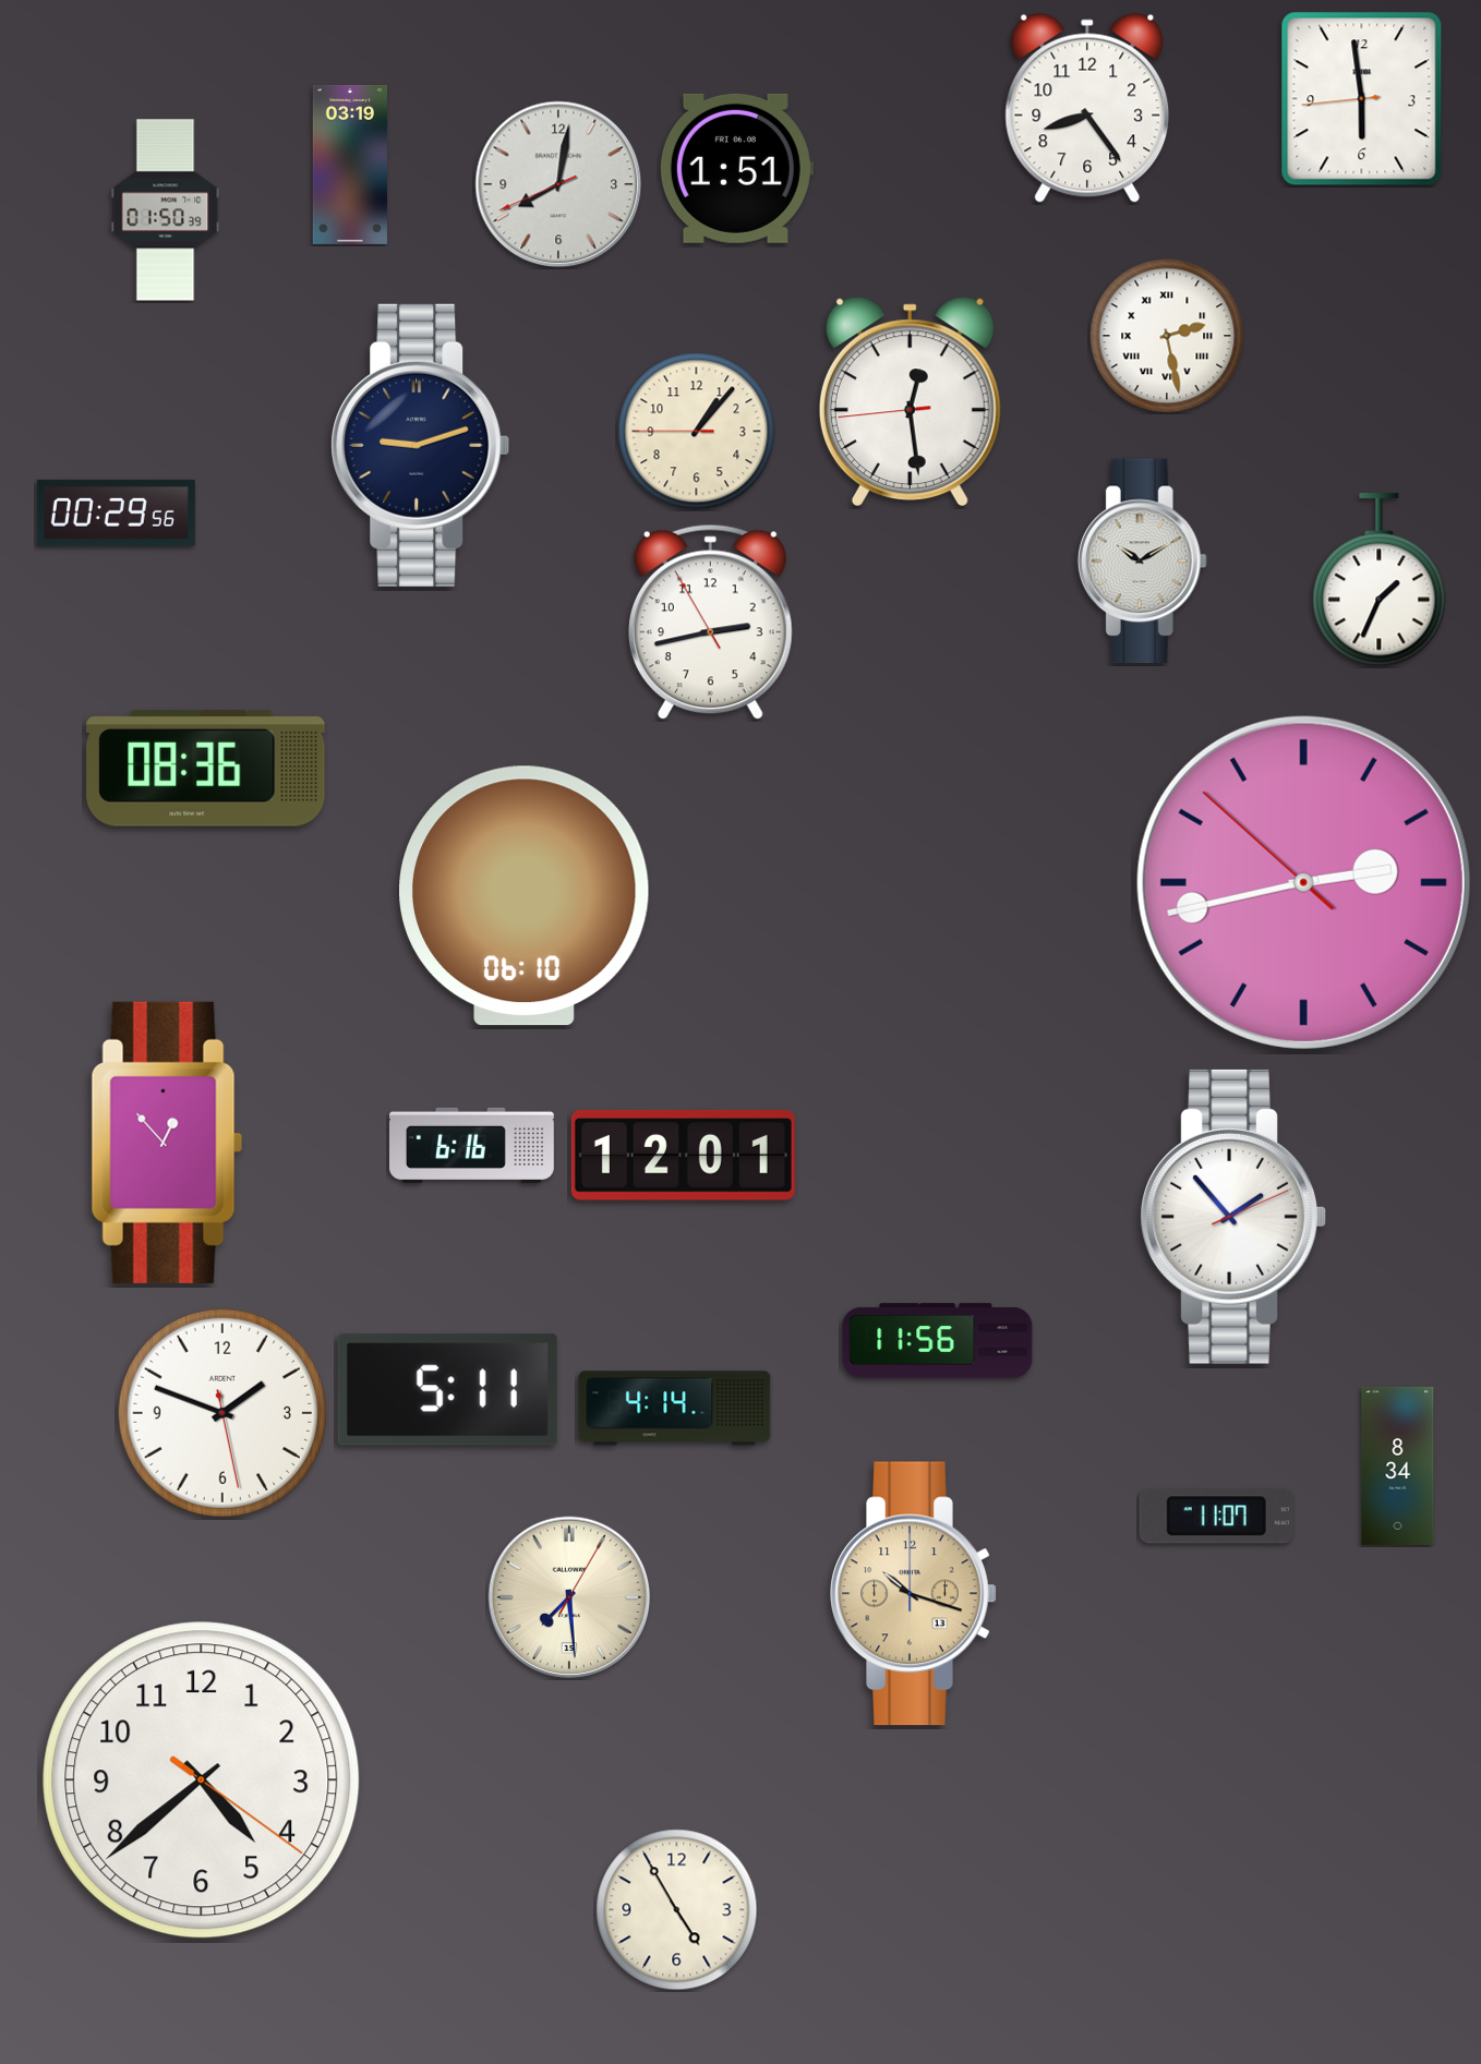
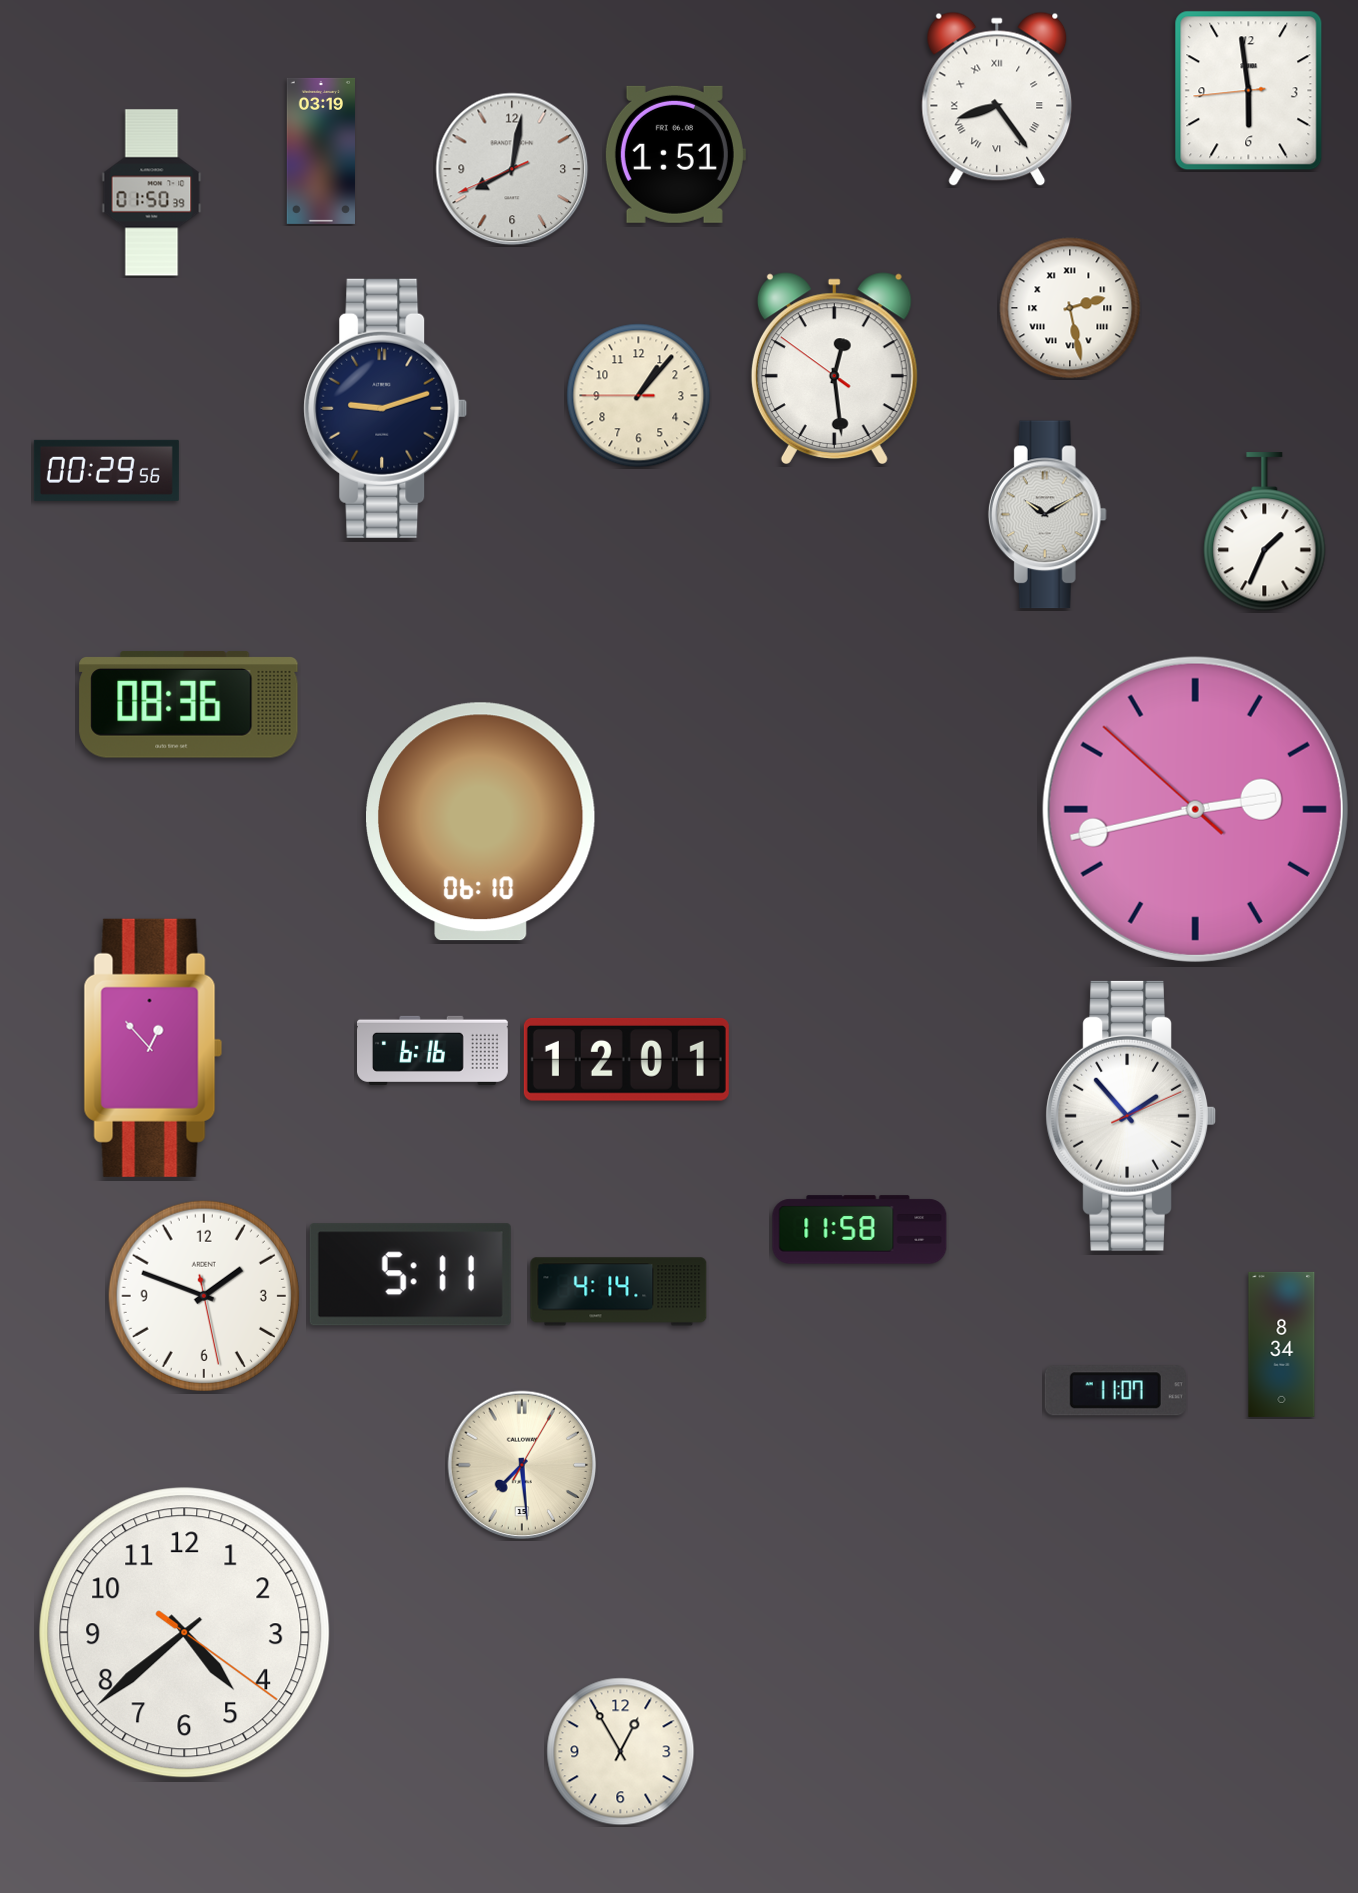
clock at (1087, 108) numerals: Arabic -> Roman
clock at (910, 401): 12:28:44 -> 12:28:51
clock at (710, 623): 2:42 -> none
clock at (938, 1341): 11:56 -> 11:58
clock at (914, 1594): 10:18 -> none
clock at (677, 1910): 4:55 -> 12:55
